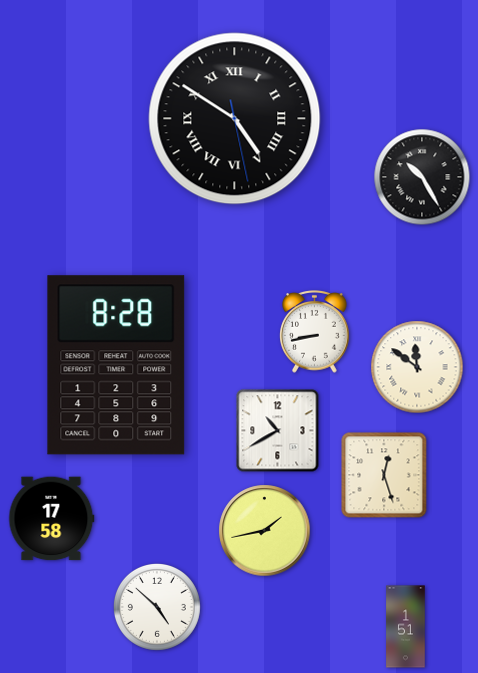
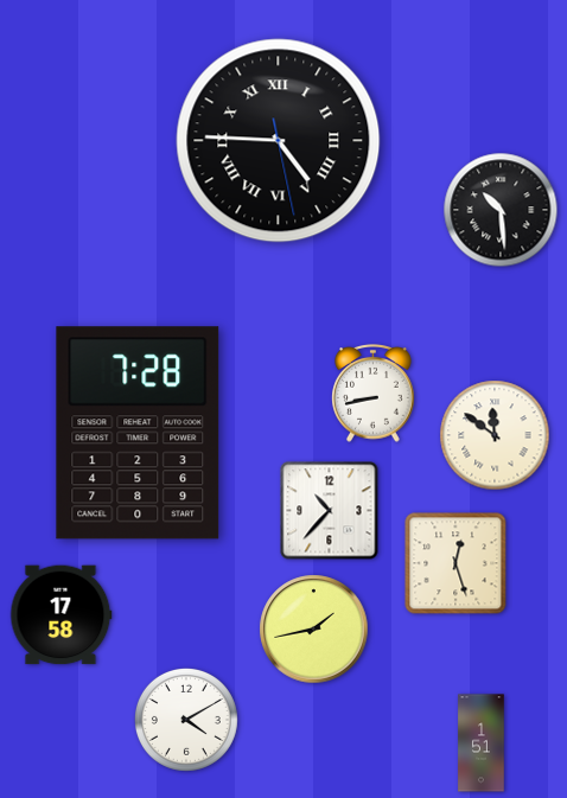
clock at (235, 119): 4:50 -> 4:45
clock at (422, 177): 10:25 -> 10:29
clock at (116, 365): 8:28 -> 7:28
clock at (278, 431): 10:40 -> 10:37
clock at (157, 607): 4:52 -> 4:10
